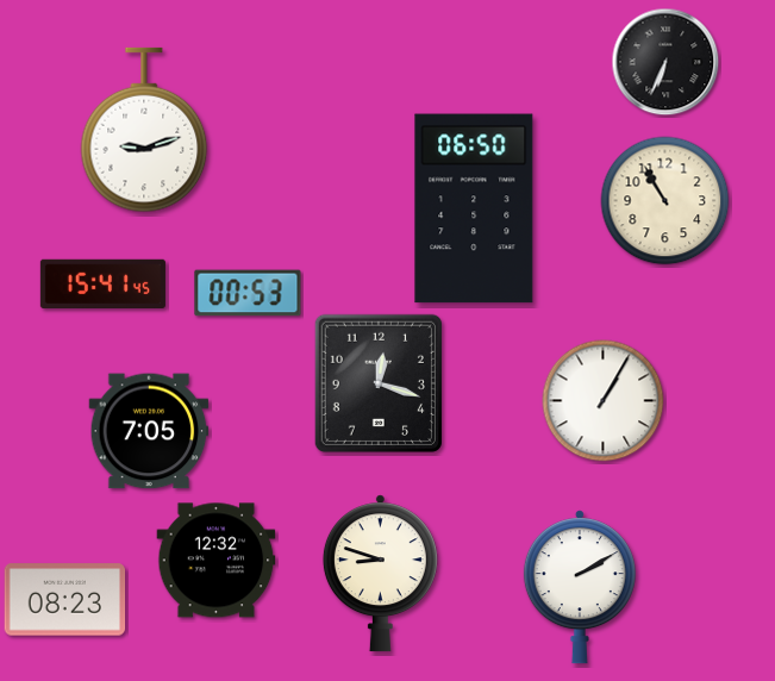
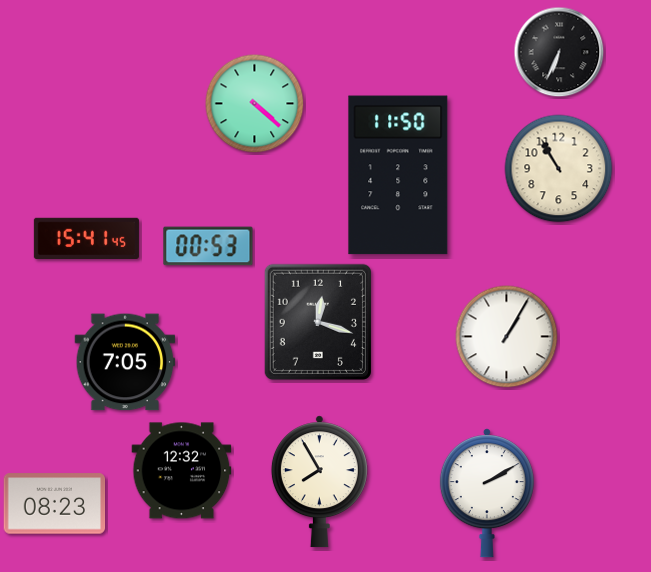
clock at (255, 104): none -> 4:22
clock at (144, 130): 9:12 -> none
clock at (474, 208): 06:50 -> 11:50
clock at (380, 574): 8:48 -> 7:55
